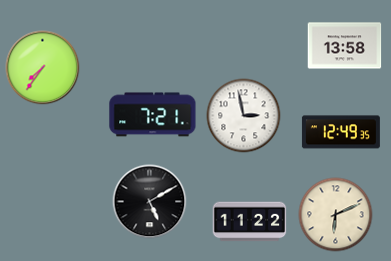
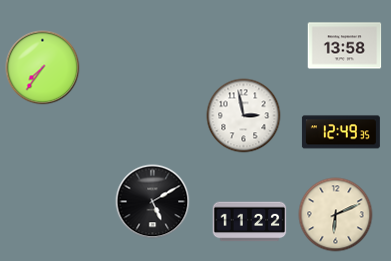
clock at (153, 115): 7:21 -> none
clock at (150, 202) position: (150, 202) -> (153, 202)
